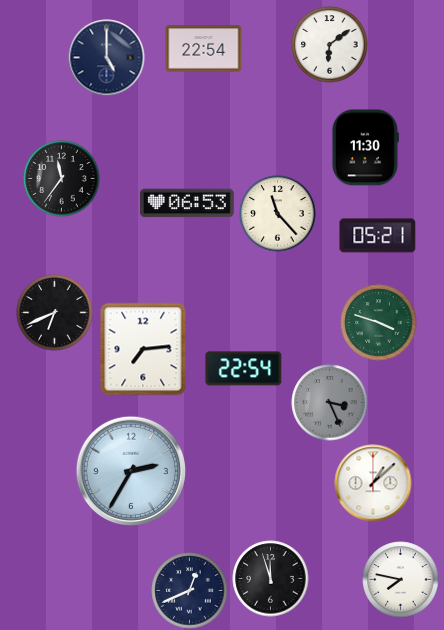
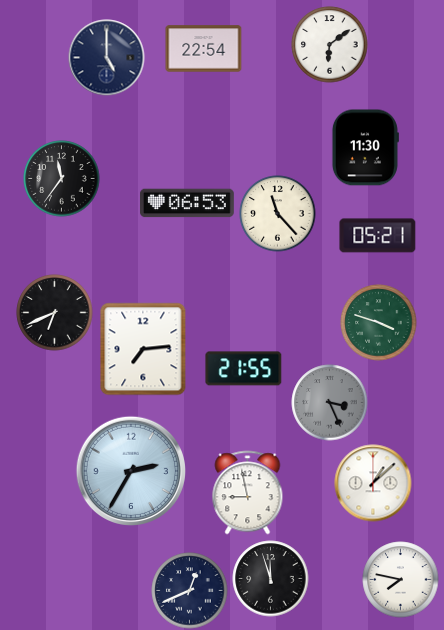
clock at (244, 369): 22:54 -> 21:55
clock at (248, 493): none -> 8:58
